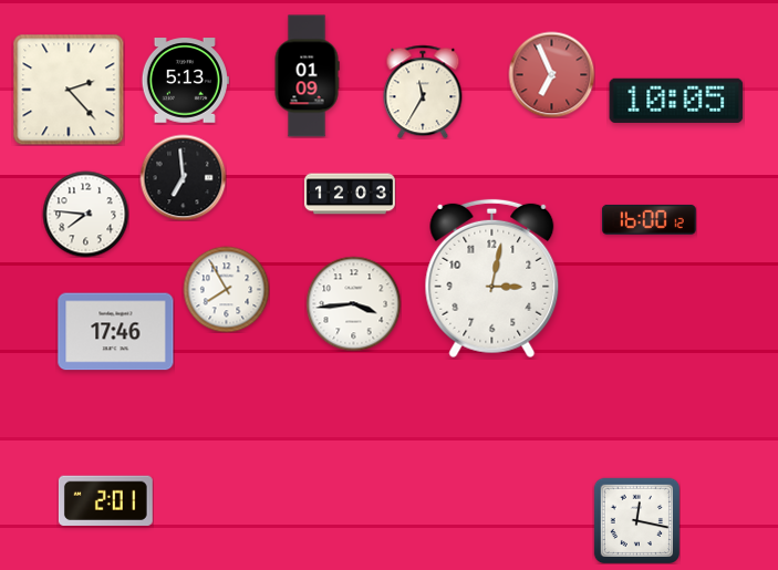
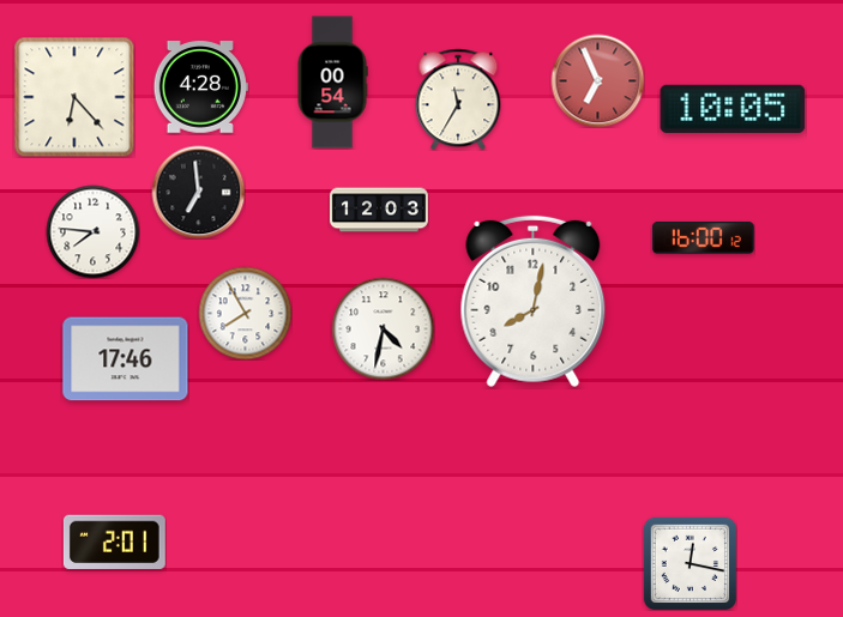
clock at (307, 76): 01:09 -> 00:54
clock at (185, 81): 5:13 -> 4:28
clock at (69, 90): 2:23 -> 6:23
clock at (492, 279): 3:02 -> 8:02
clock at (353, 303): 3:44 -> 4:32
